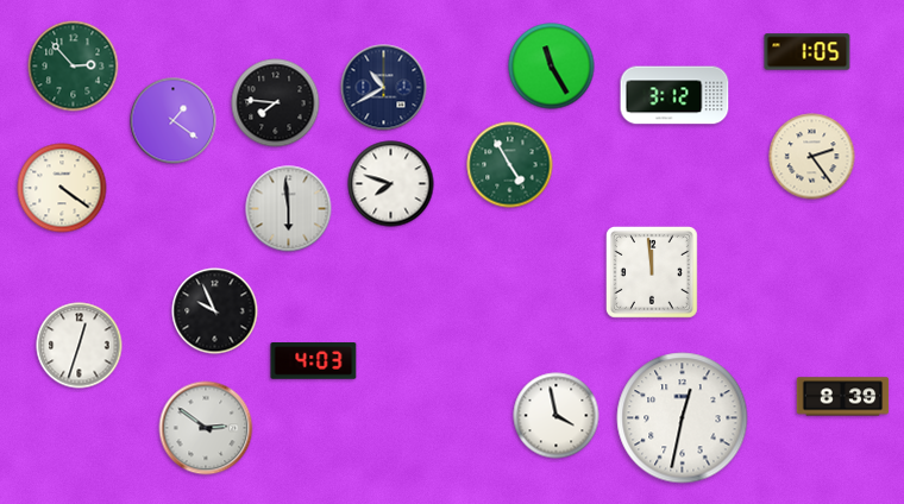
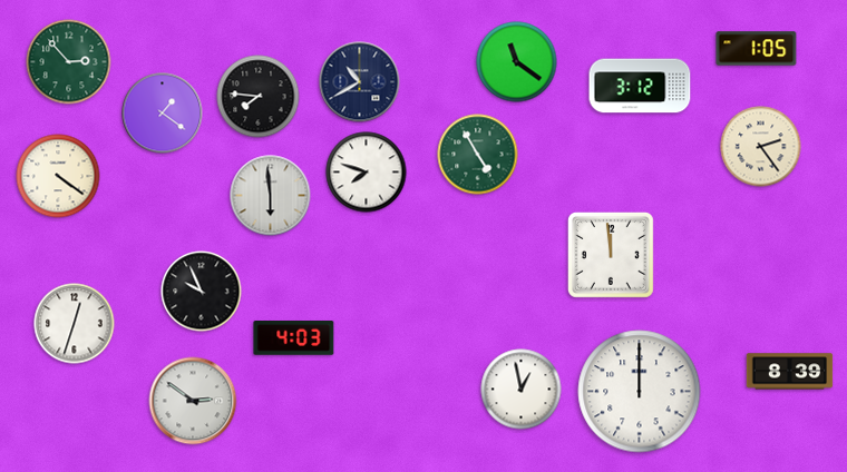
clock at (552, 67): 11:25 -> 11:21
clock at (674, 95) position: (674, 95) -> (640, 86)
clock at (557, 416): 3:58 -> 12:58
clock at (683, 418): 12:32 -> 12:00
